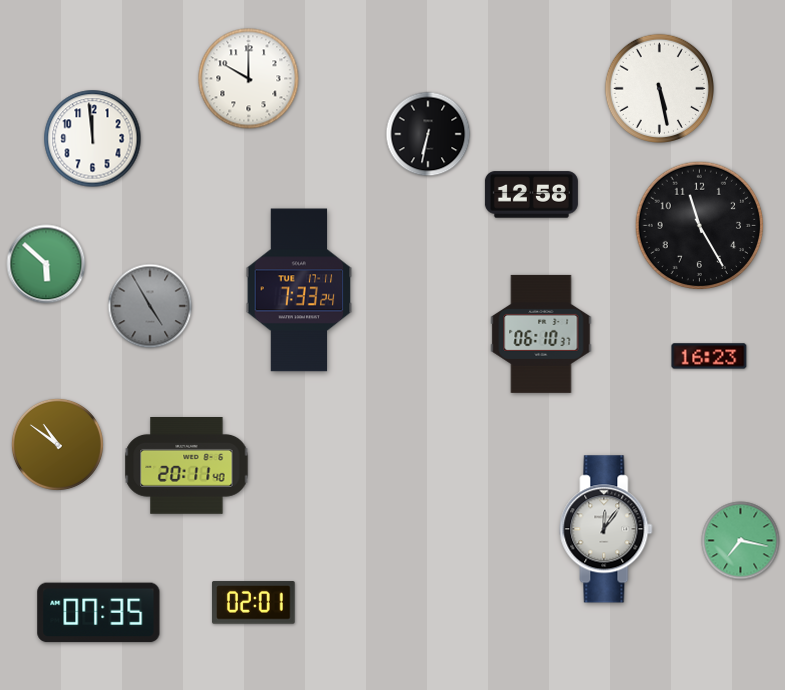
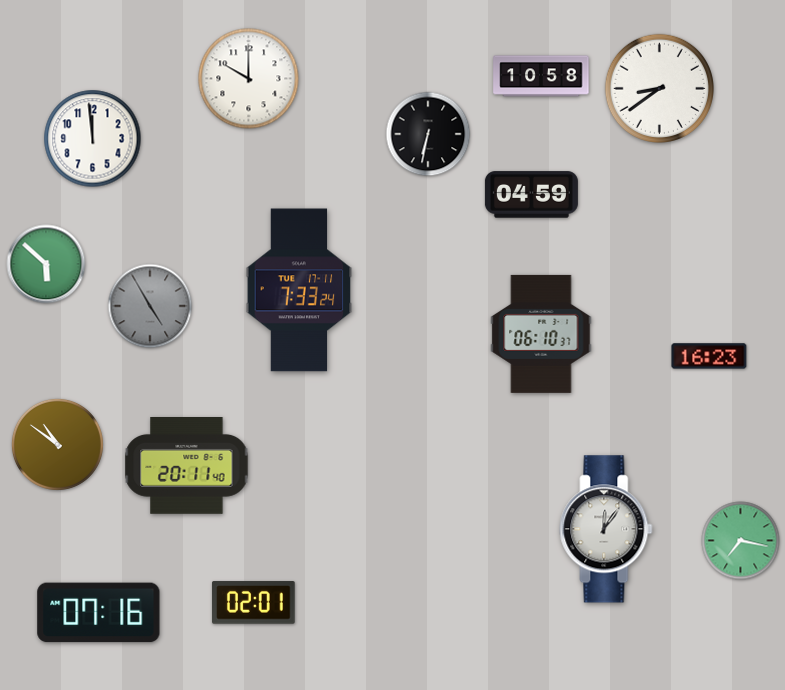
clock at (541, 76): none -> 10:58
clock at (659, 88): 5:28 -> 8:39
clock at (531, 195): 12:58 -> 04:59
clock at (700, 226): 11:25 -> none
clock at (99, 613): 07:35 -> 07:16
